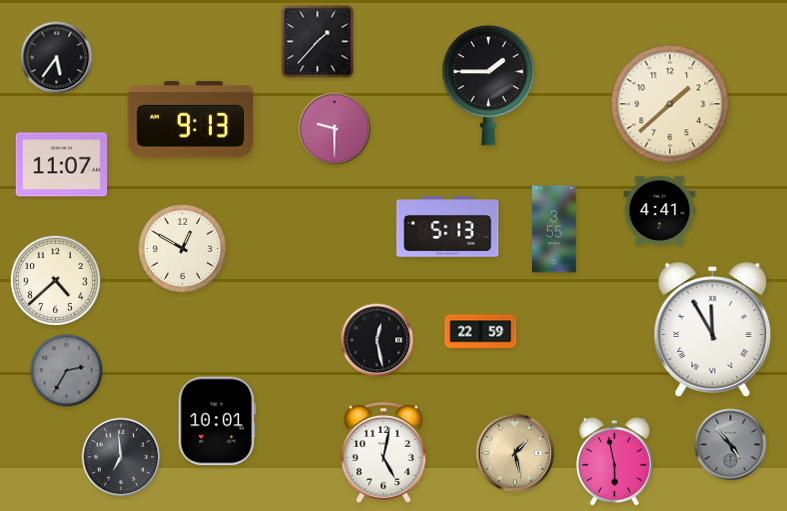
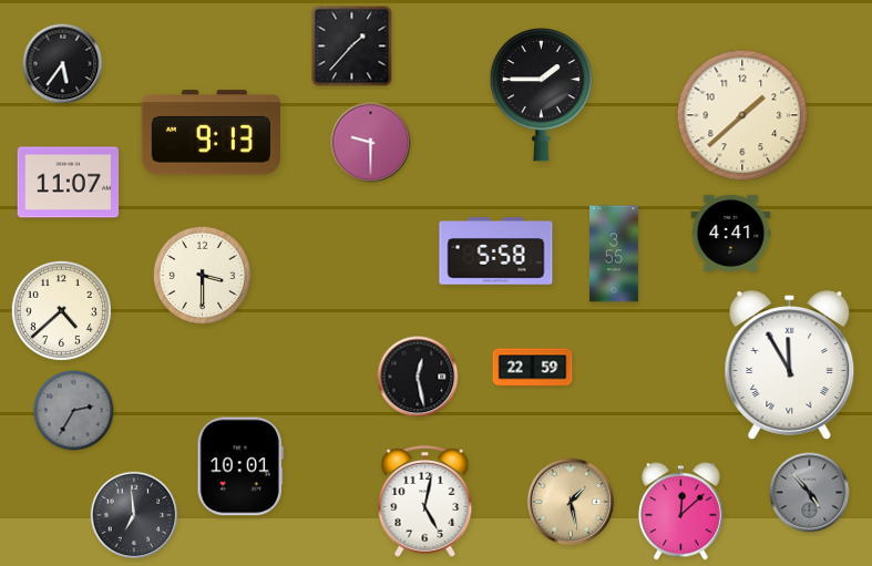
clock at (448, 227): 5:13 -> 5:58
clock at (182, 248): 12:50 -> 3:30
clock at (121, 457) position: (121, 457) -> (134, 515)
clock at (614, 462): 5:58 -> 12:08
